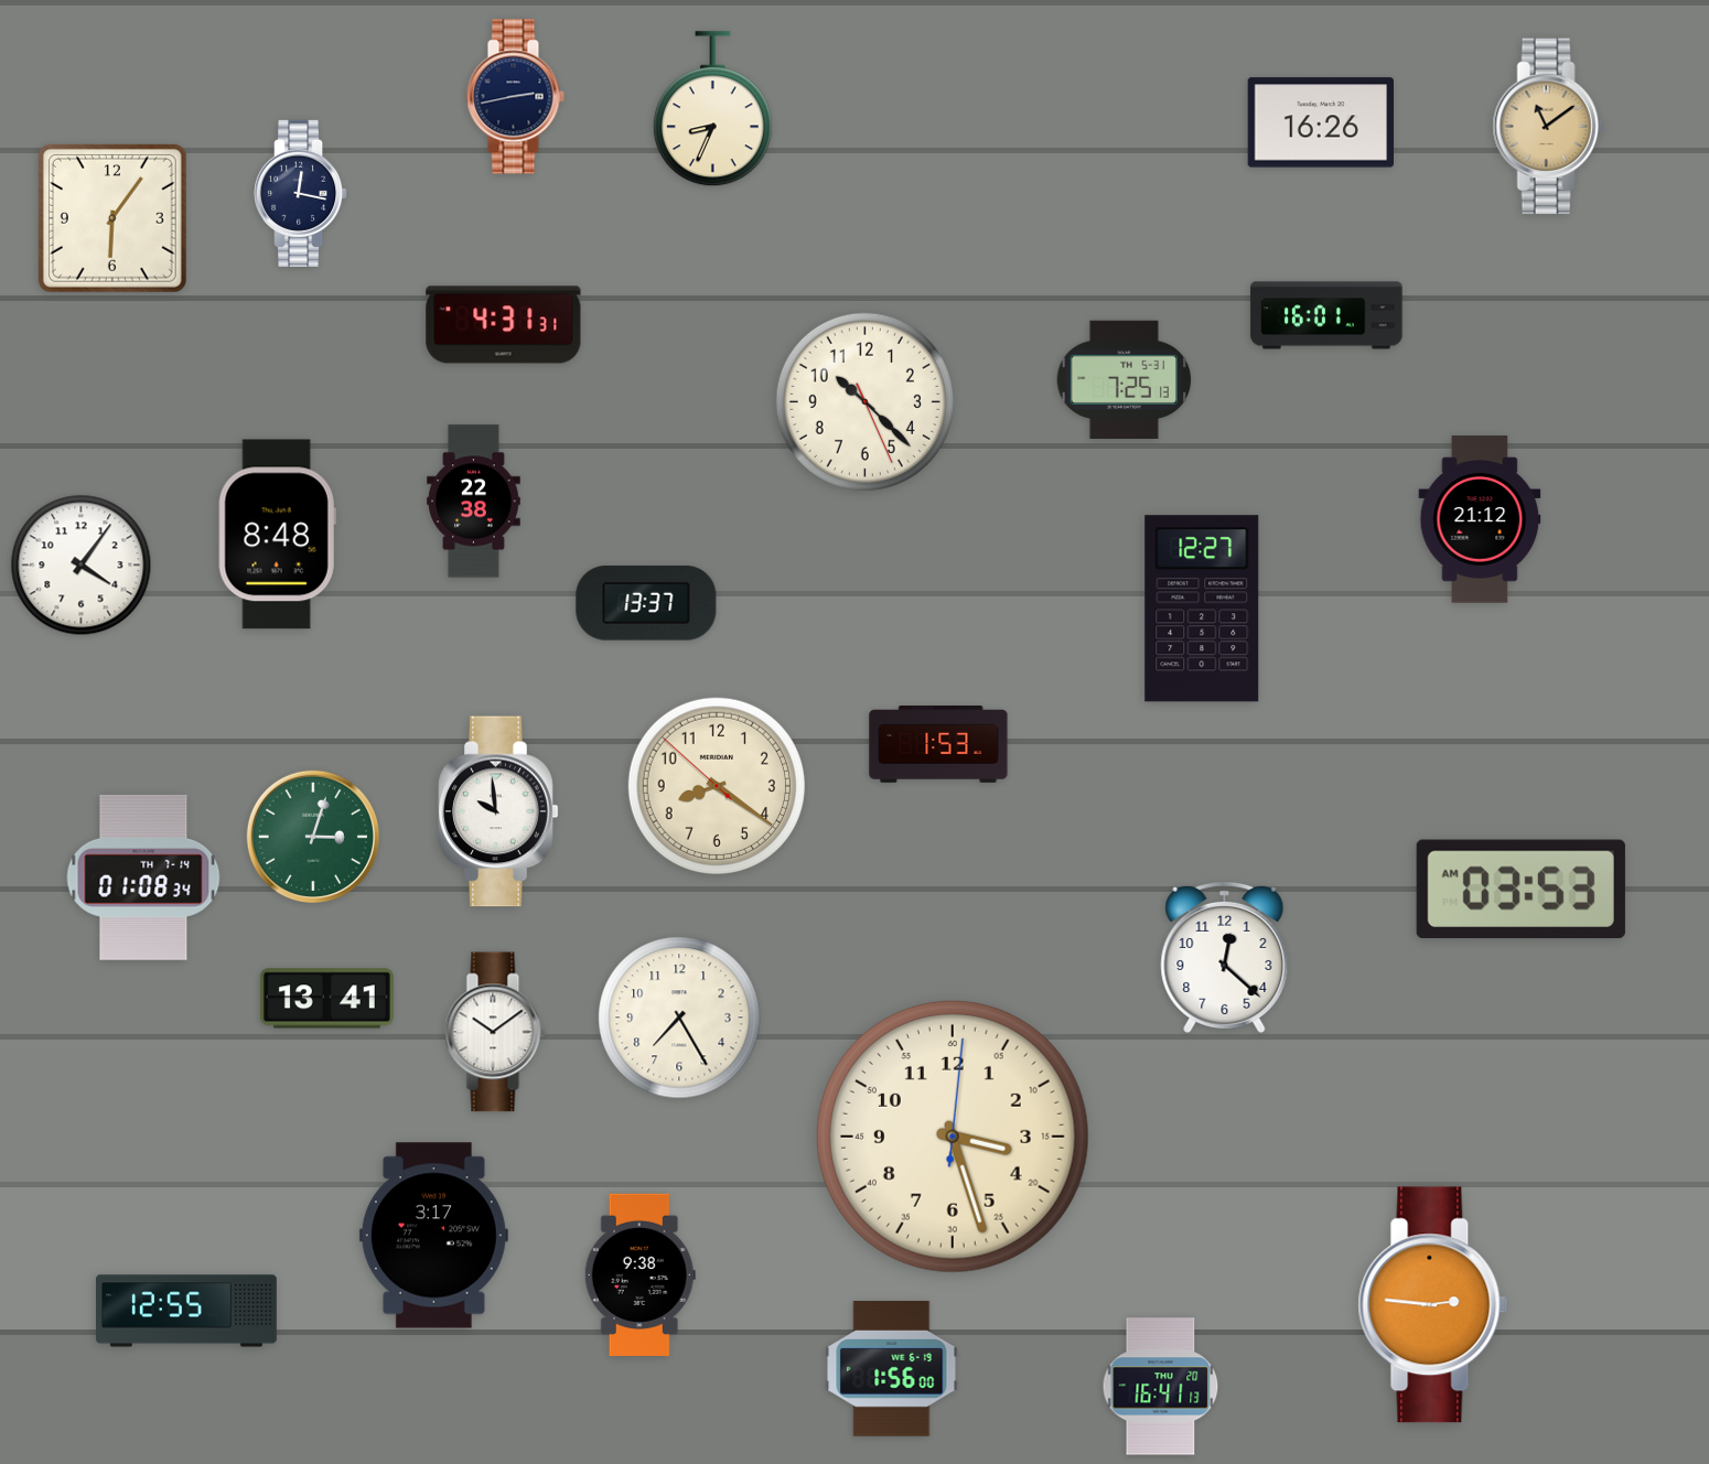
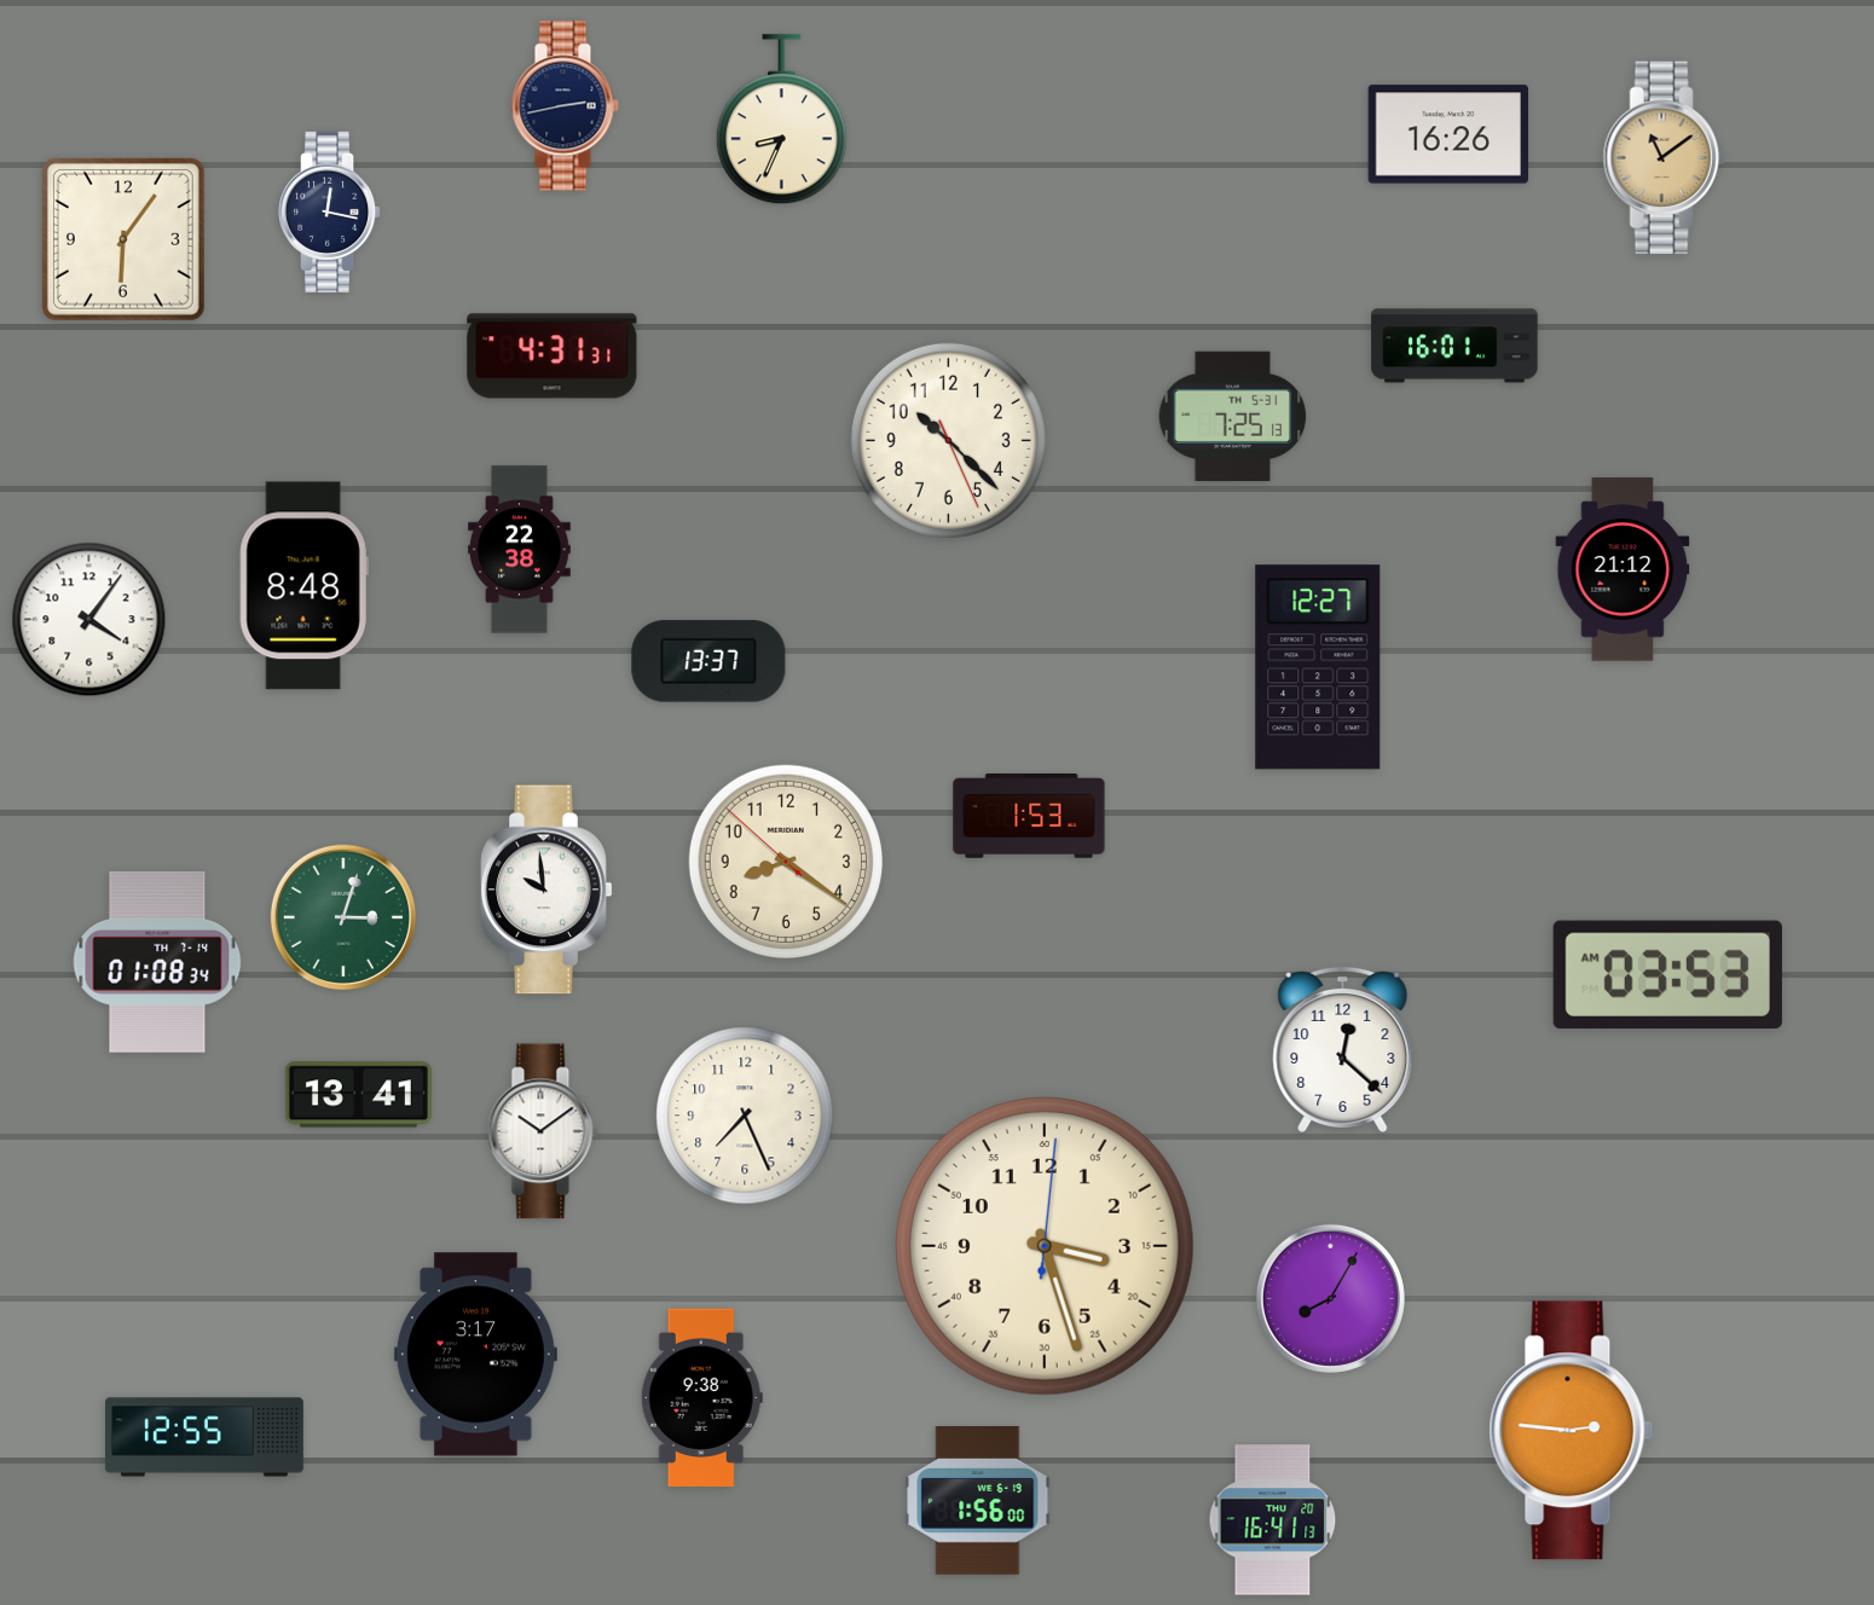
clock at (1548, 127) position: (1548, 127) -> (1664, 158)
clock at (679, 1018): 7:25 -> 7:26
clock at (1330, 1298): none -> 8:05
